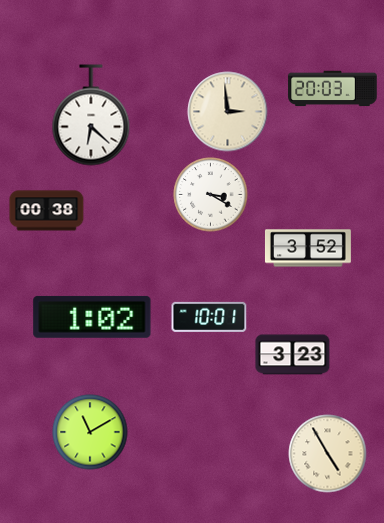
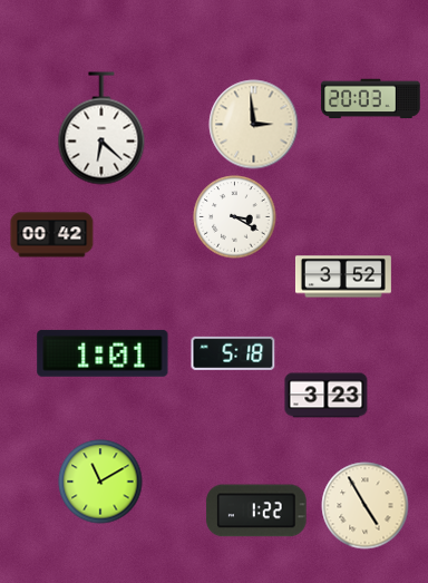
clock at (47, 211): 00:38 -> 00:42
clock at (92, 317): 1:02 -> 1:01
clock at (209, 317): 10:01 -> 5:18
clock at (256, 511): none -> 1:22
